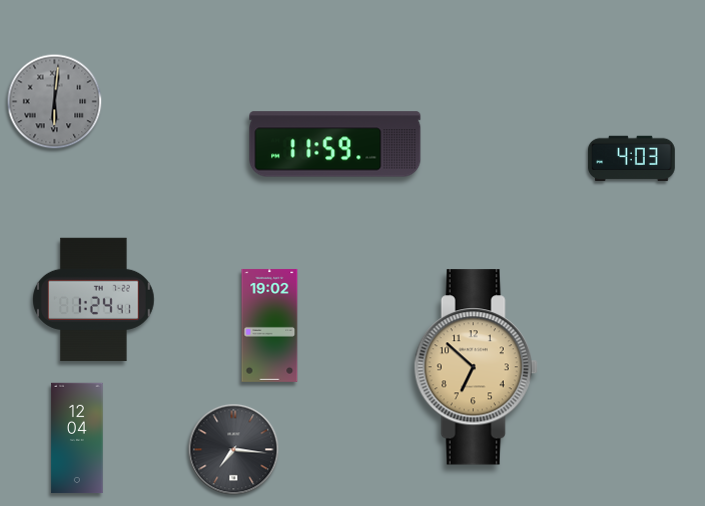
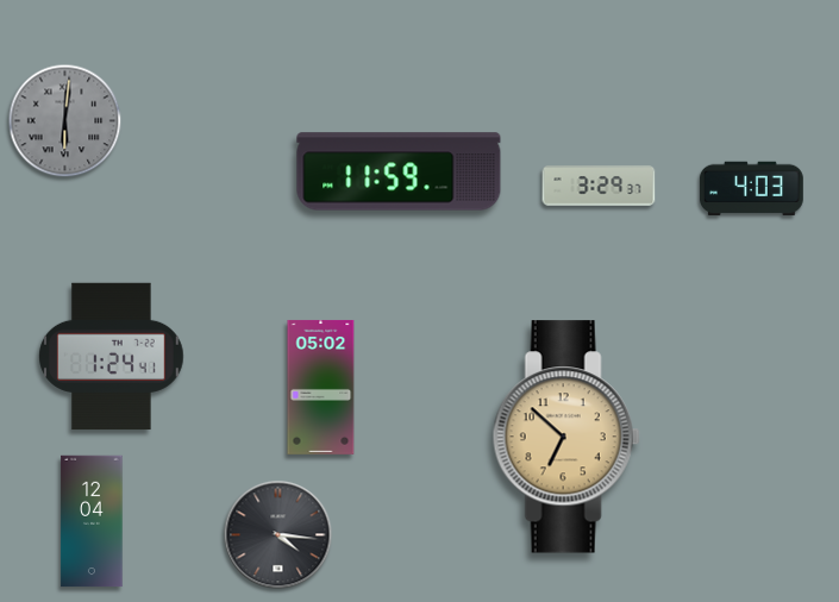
clock at (599, 186): none -> 3:29
clock at (270, 325): 19:02 -> 05:02
clock at (234, 450): 7:16 -> 4:16
